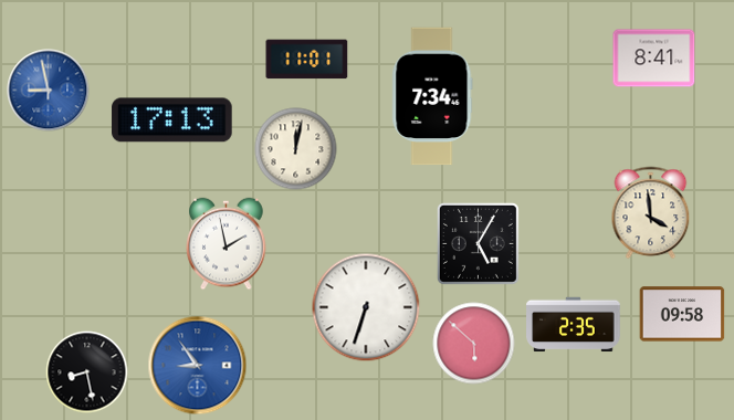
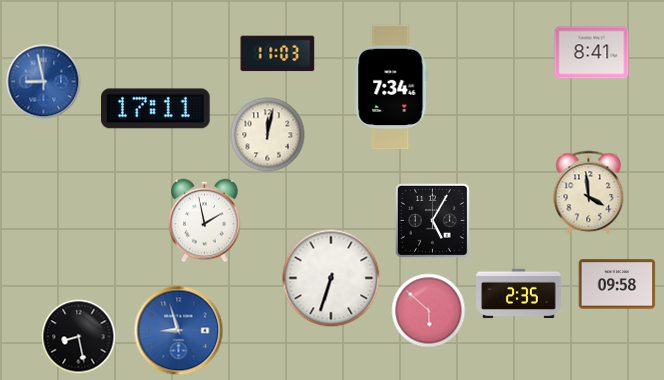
clock at (307, 60): 11:01 -> 11:03
clock at (172, 120): 17:13 -> 17:11
clock at (198, 366): 8:54 -> 8:57
